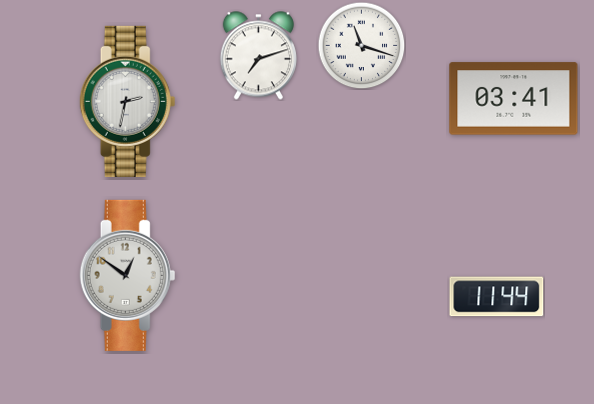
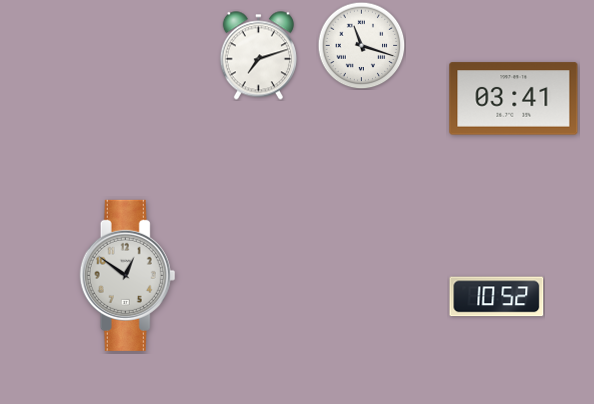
clock at (128, 101): 2:32 -> none
clock at (497, 297): 11:44 -> 10:52
